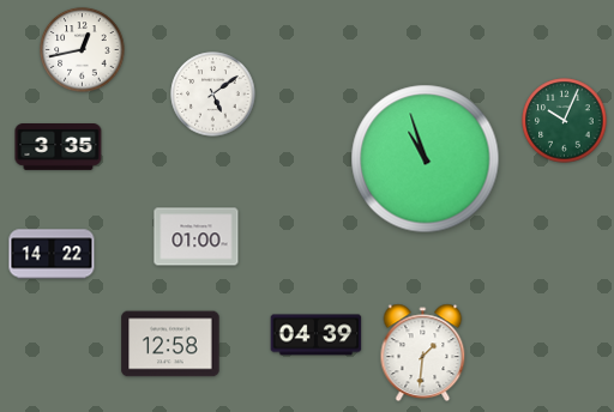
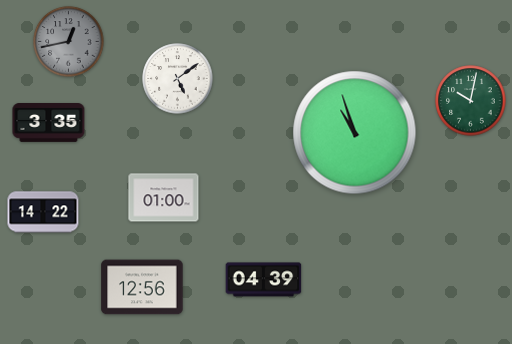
clock at (83, 50) dial: white -> grey
clock at (565, 121): 10:04 -> 10:02
clock at (170, 344): 12:58 -> 12:56
clock at (423, 353): 1:31 -> none
